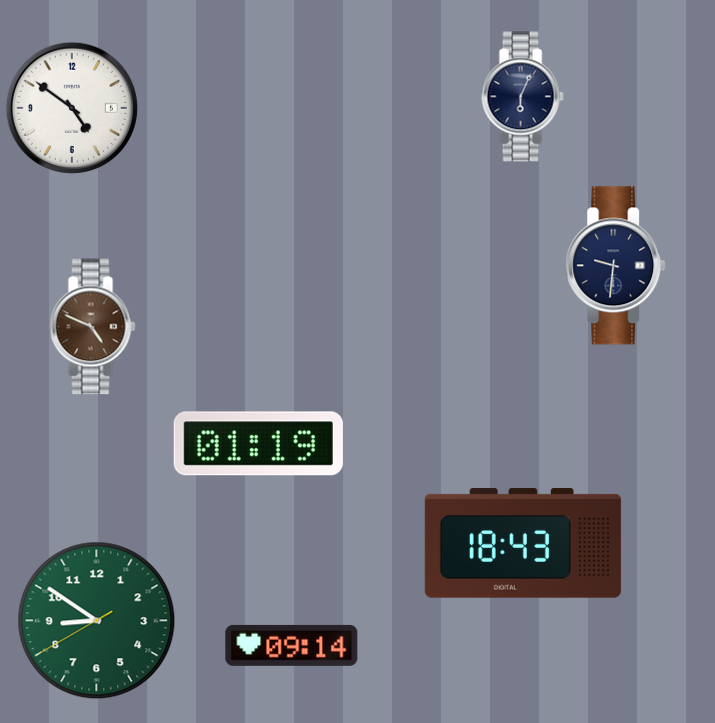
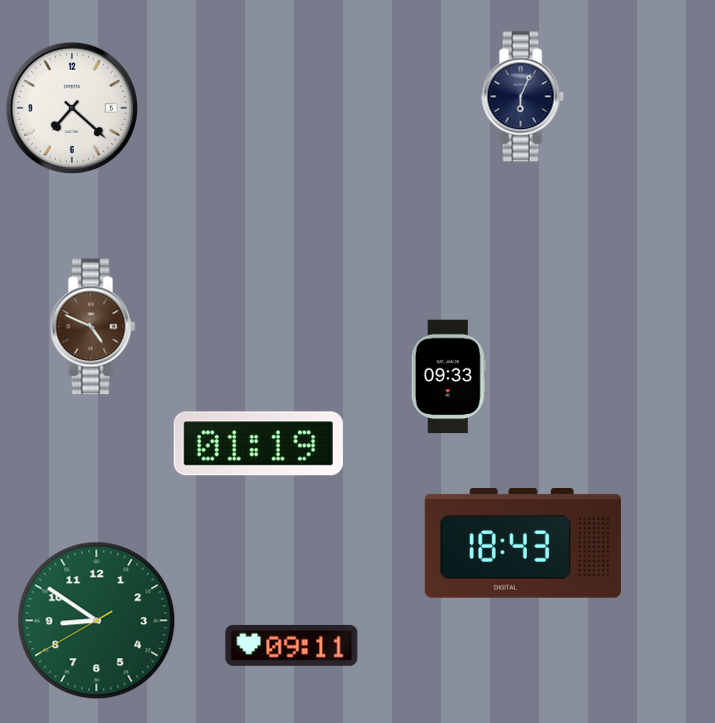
clock at (72, 108): 4:51 -> 7:22
clock at (616, 266): 9:31 -> none
clock at (448, 377): none -> 09:33
clock at (292, 645): 09:14 -> 09:11
